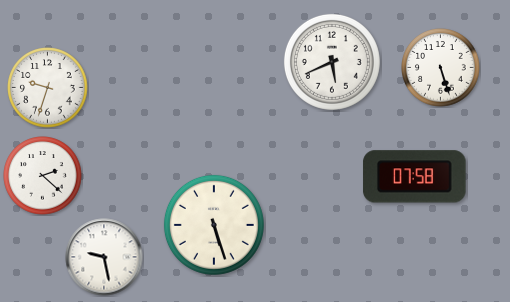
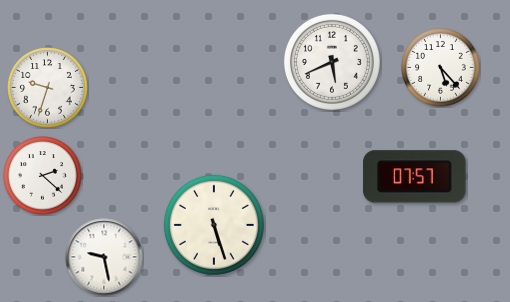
clock at (441, 68): 5:27 -> 5:23
clock at (415, 177): 07:58 -> 07:57
